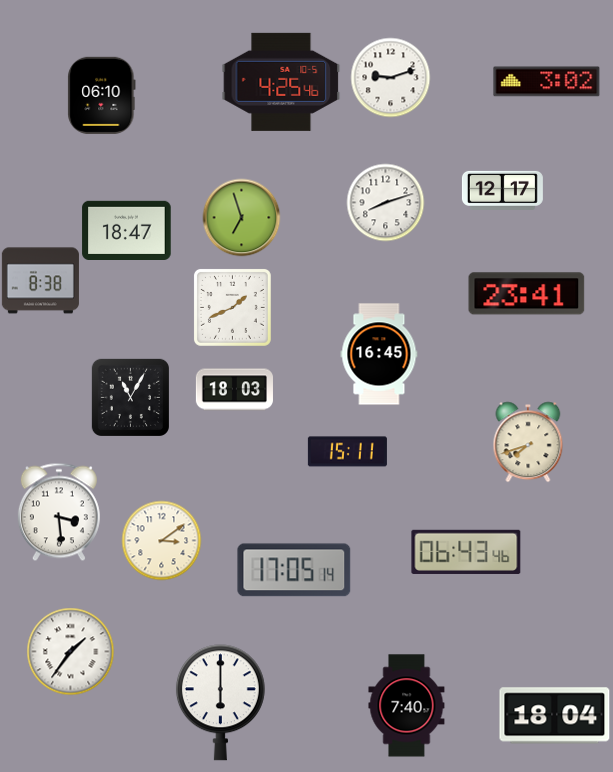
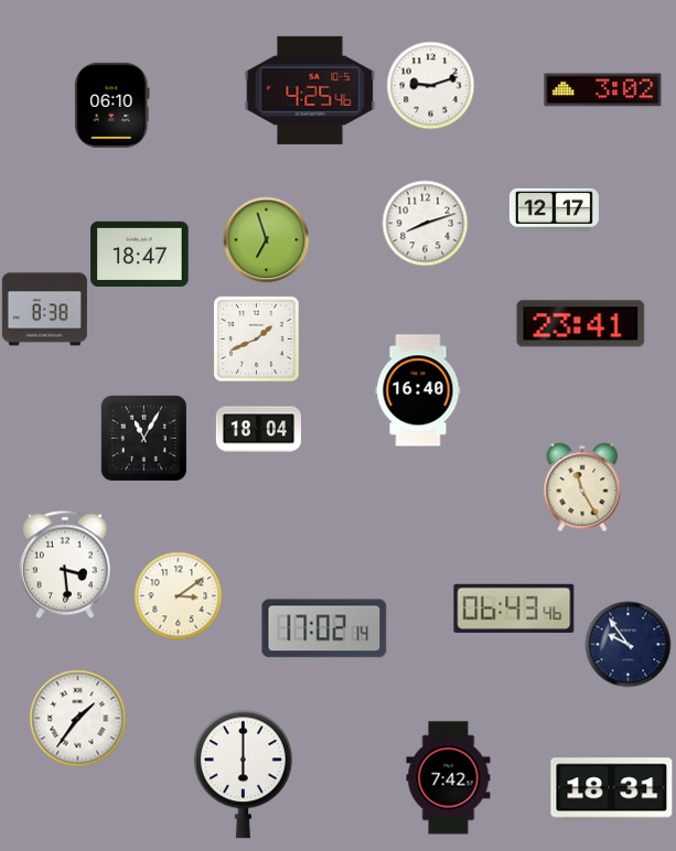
clock at (379, 354): 16:45 -> 16:40
clock at (234, 390): 18:03 -> 18:04
clock at (528, 442): 7:42 -> 11:25
clock at (347, 452): 15:11 -> none
clock at (294, 570): 17:05 -> 17:02
clock at (627, 644): none -> 9:54
clock at (407, 706): 7:40 -> 7:42
clock at (555, 716): 18:04 -> 18:31
